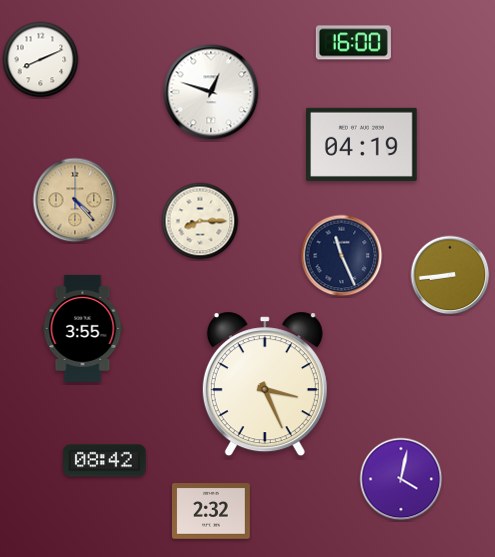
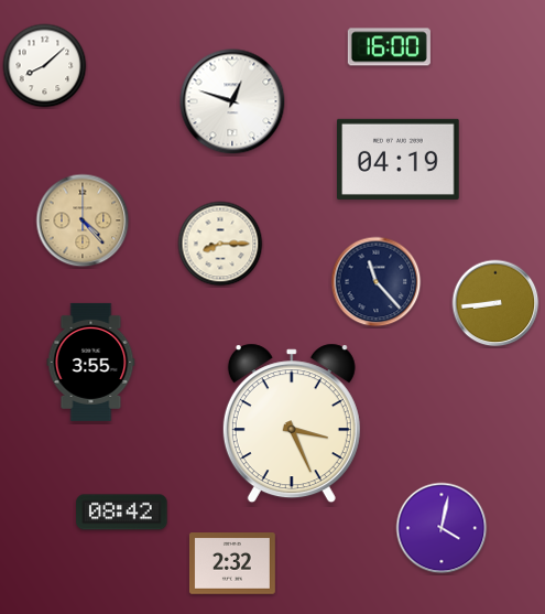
clock at (41, 60): 8:11 -> 8:08
clock at (342, 256): 11:26 -> 11:23
clock at (105, 461) position: (105, 461) -> (122, 513)
